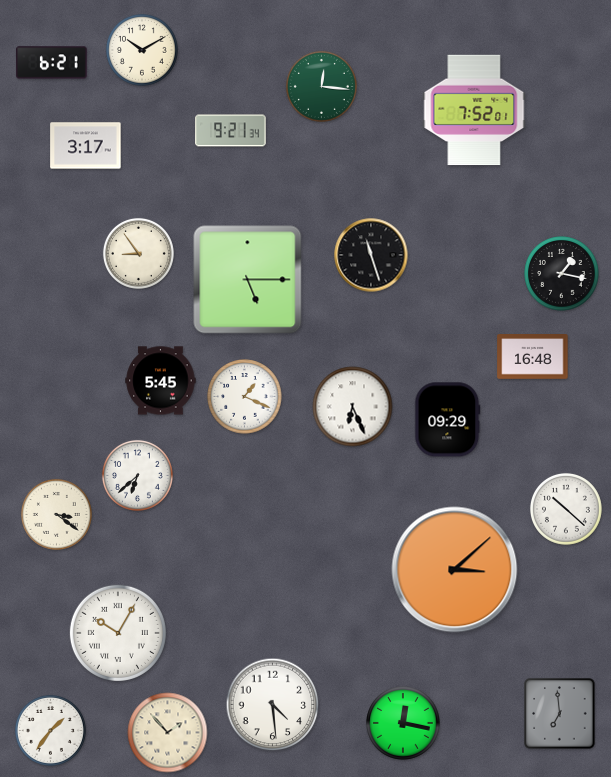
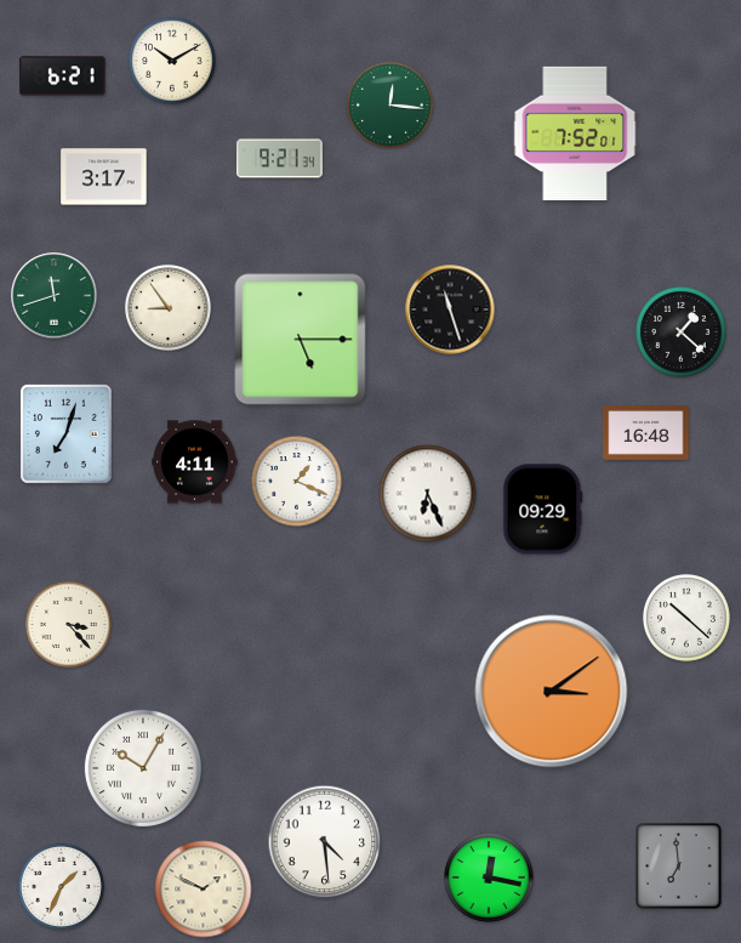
clock at (55, 296): none -> 11:42
clock at (562, 274): 1:17 -> 1:22
clock at (65, 433): none -> 7:03
clock at (161, 381): 5:45 -> 4:11
clock at (137, 475): 6:38 -> none
clock at (56, 514): 3:21 -> 3:23
clock at (455, 570): 3:08 -> 3:09
clock at (273, 705) position: (273, 705) -> (325, 842)
clock at (50, 730): 1:36 -> 1:34
clock at (168, 733): 1:53 -> 1:49
